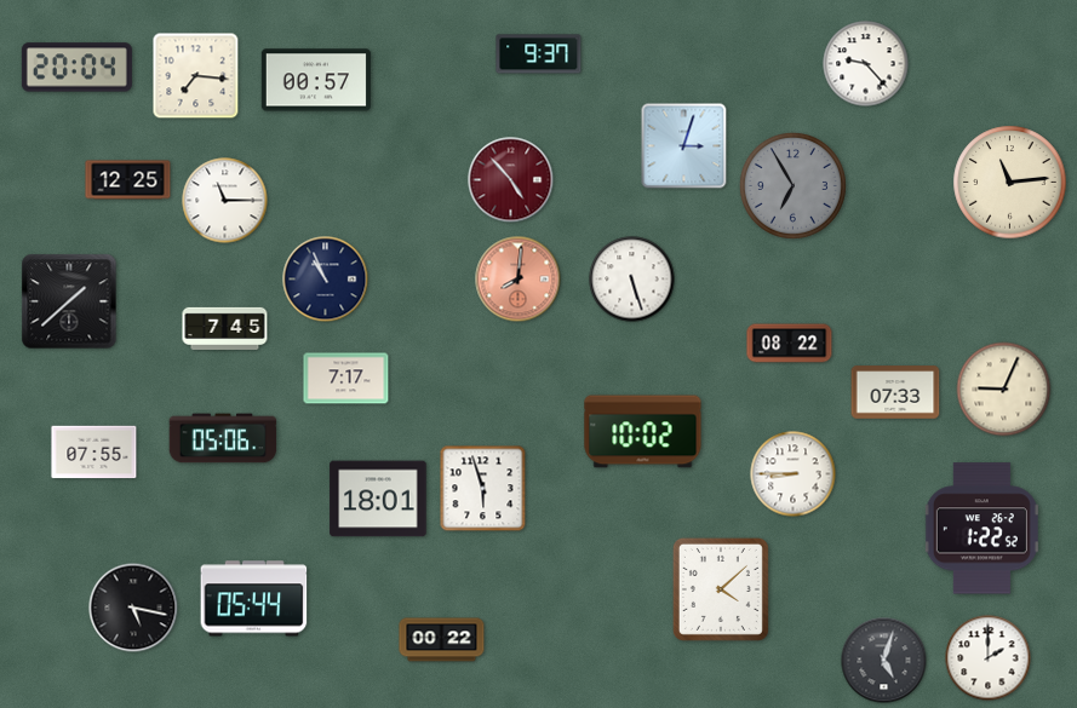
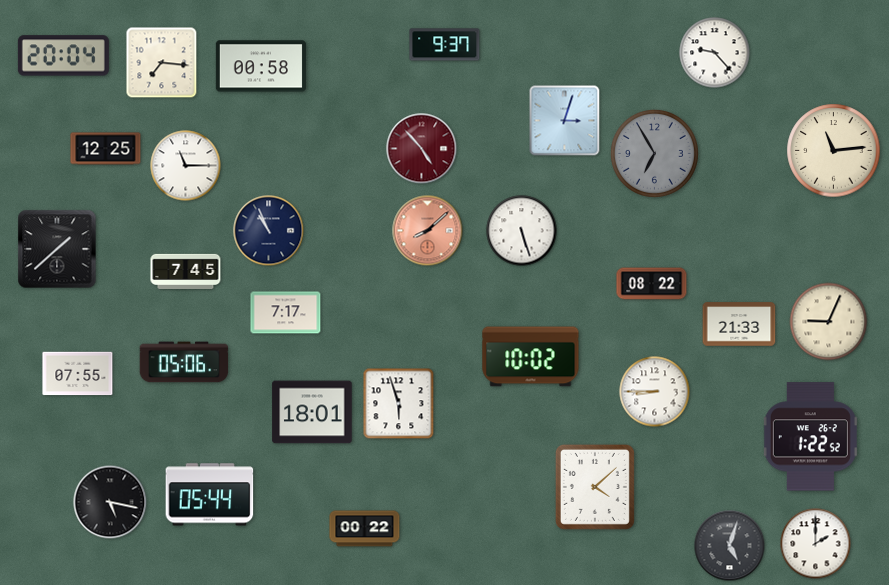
clock at (316, 80): 00:57 -> 00:58
clock at (519, 280): 8:01 -> 8:08
clock at (895, 392): 07:33 -> 21:33
